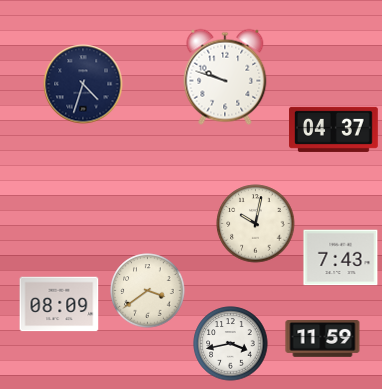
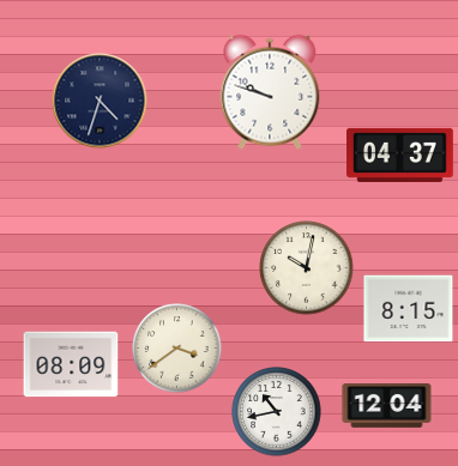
clock at (341, 258): 7:43 -> 8:15
clock at (323, 339): 11:59 -> 12:04
clock at (231, 344): 3:43 -> 10:43
